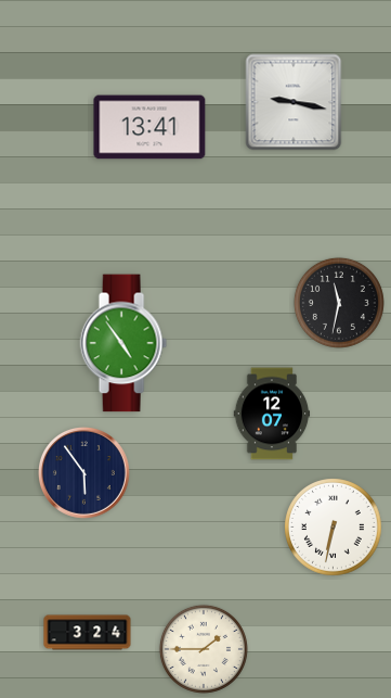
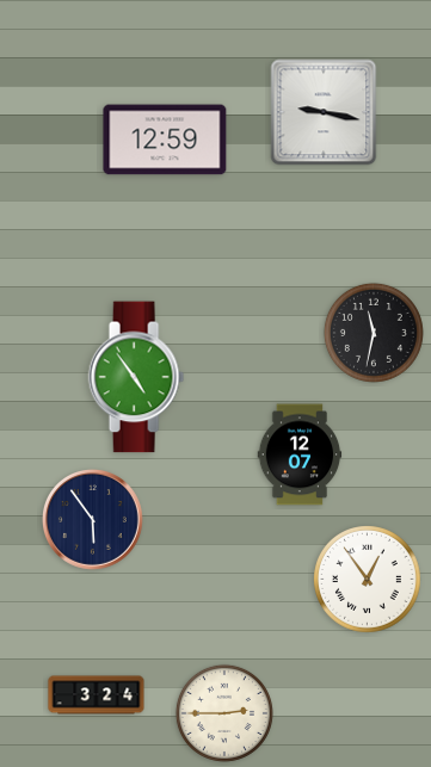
clock at (149, 127): 13:41 -> 12:59
clock at (334, 528): 6:32 -> 12:54
clock at (204, 649): 1:45 -> 2:45
